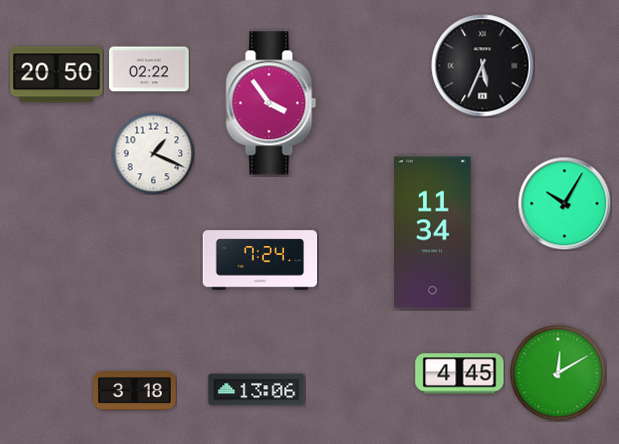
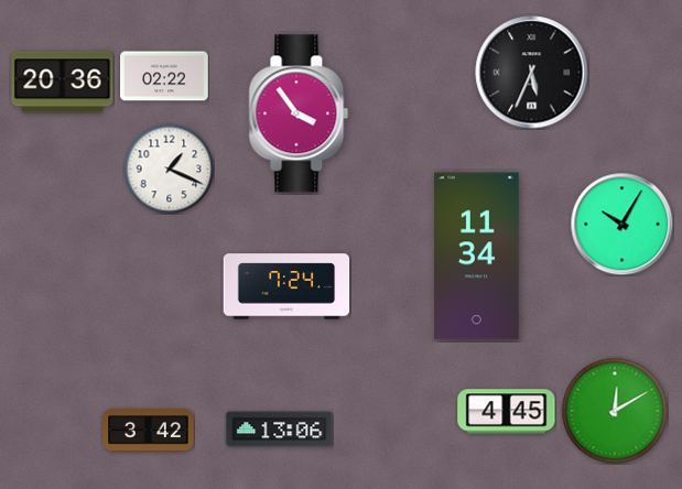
clock at (57, 75): 20:50 -> 20:36
clock at (257, 390) position: (257, 390) -> (280, 430)
clock at (135, 391): 3:18 -> 3:42
